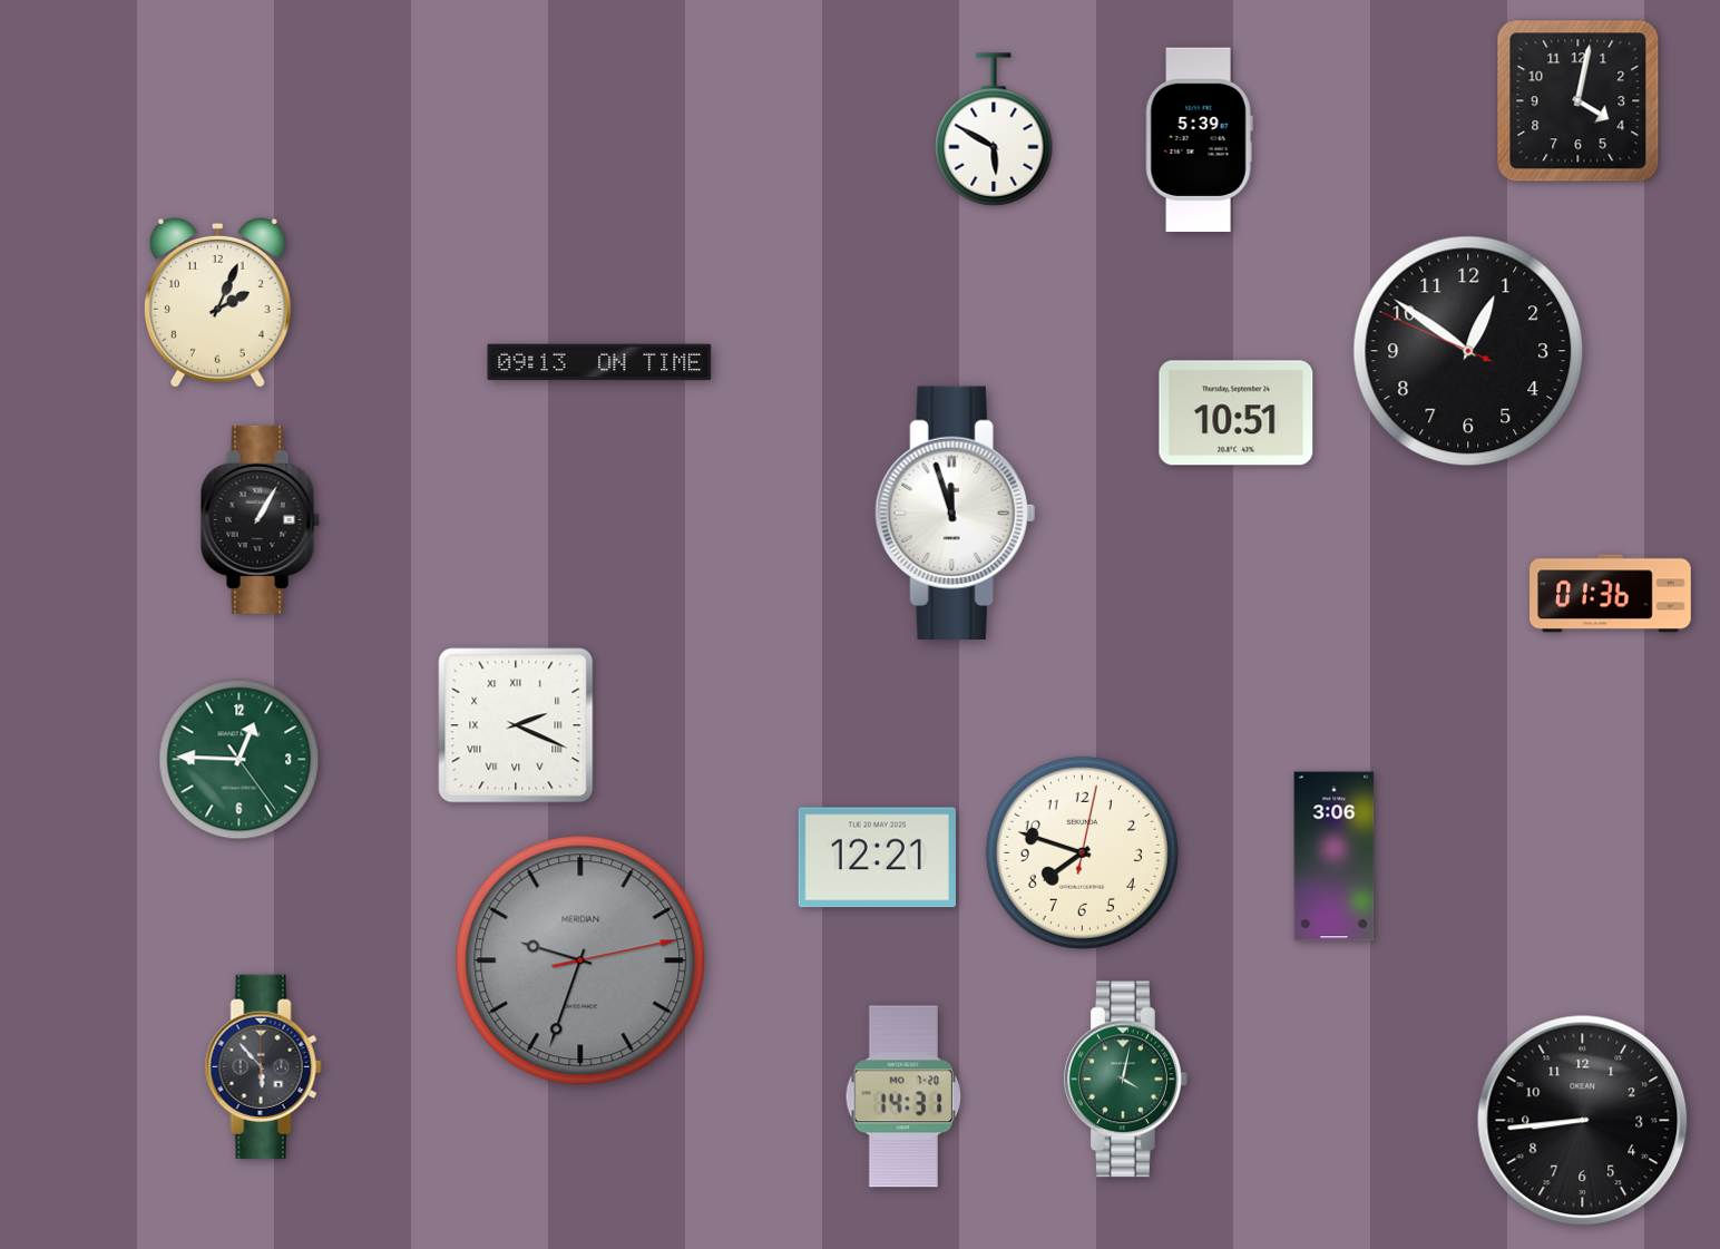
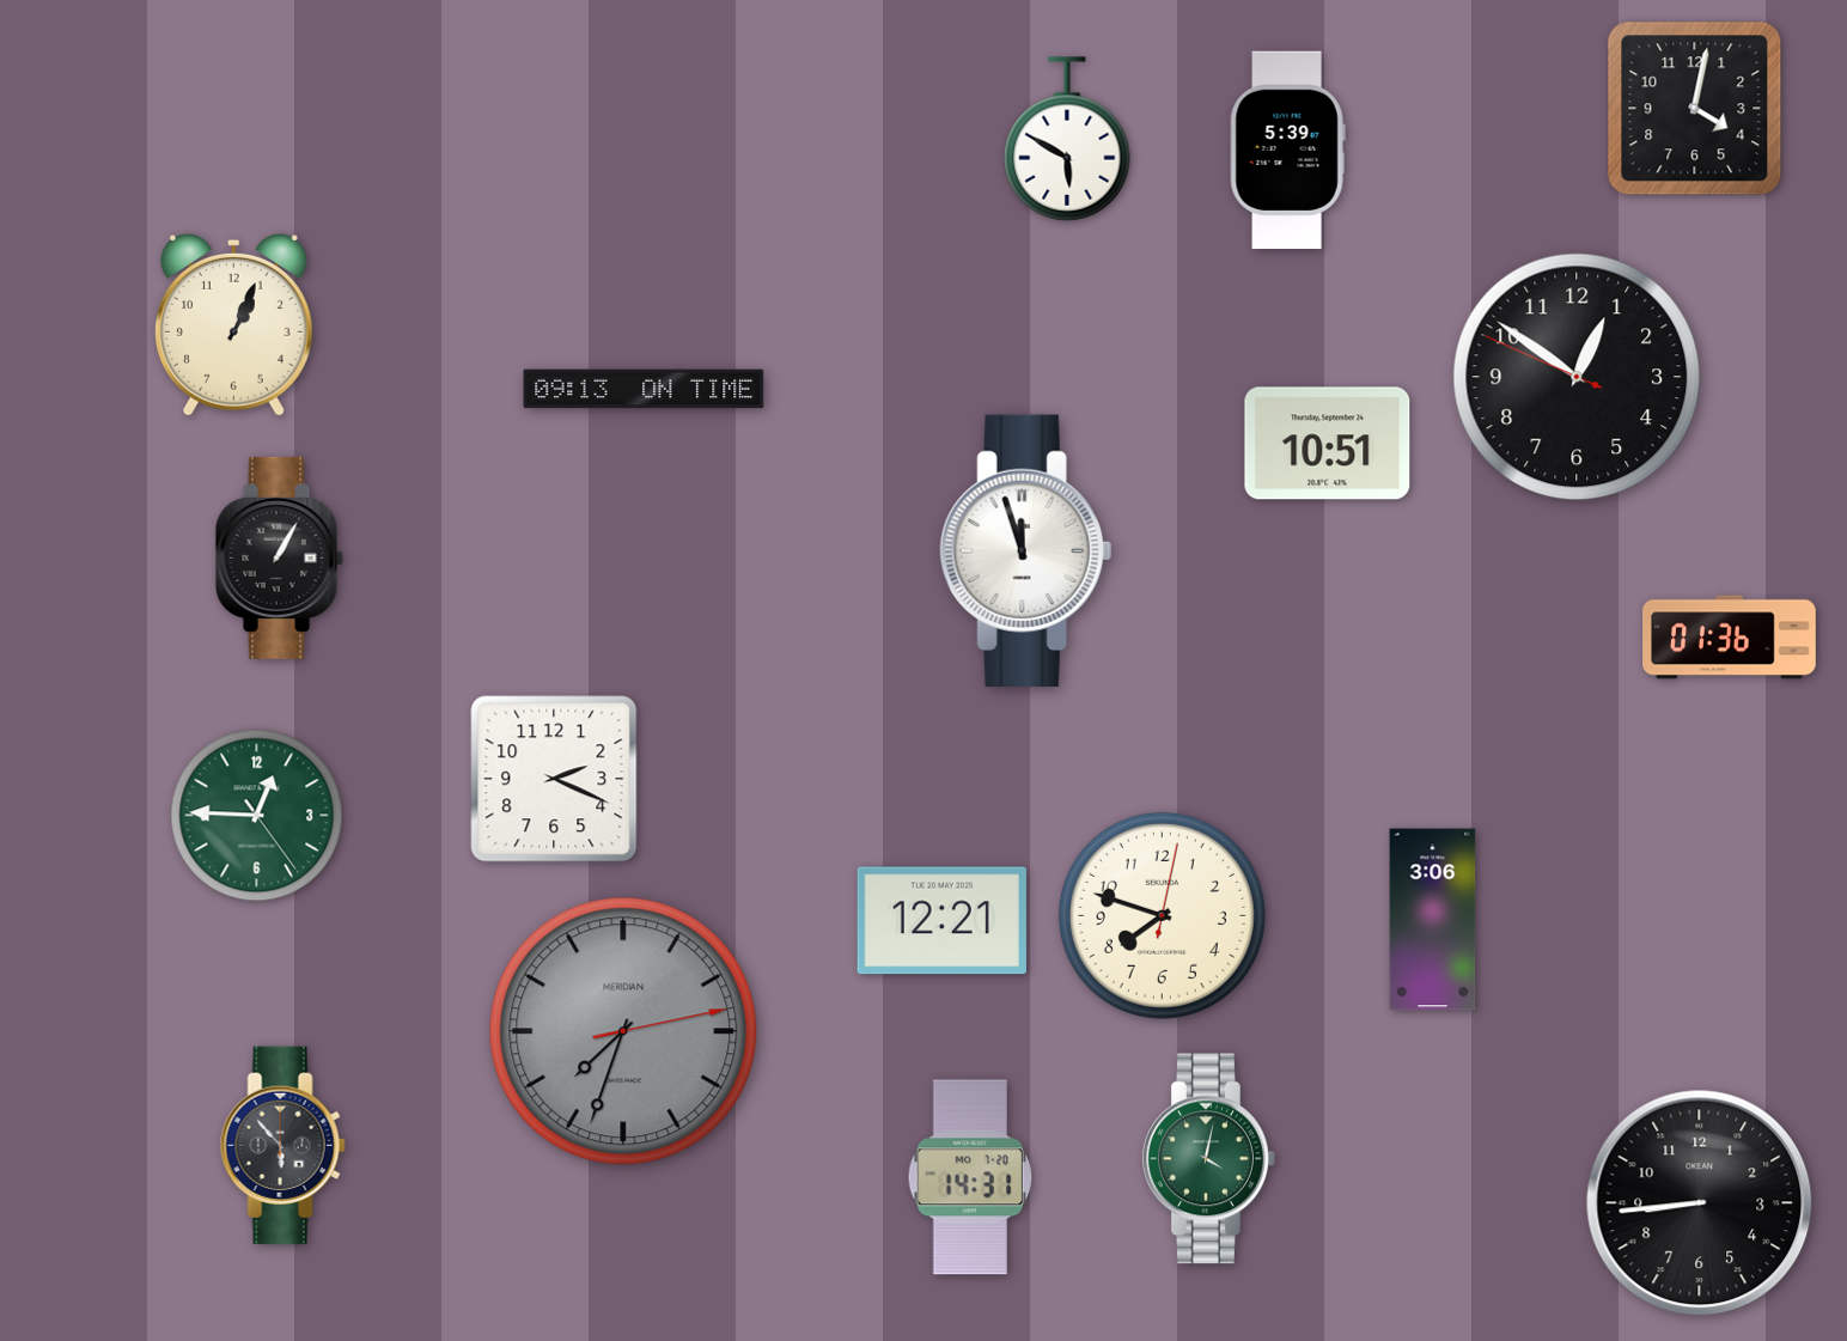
clock at (217, 302): 2:04 -> 1:04
clock at (516, 725) numerals: Roman -> Arabic
clock at (580, 960): 9:33 -> 7:33
